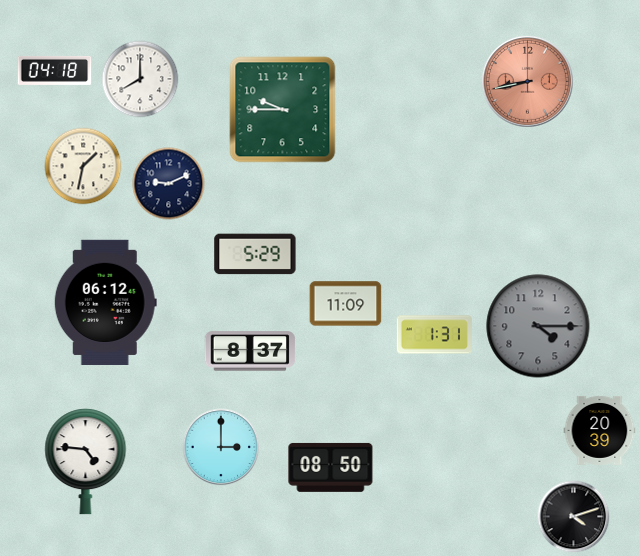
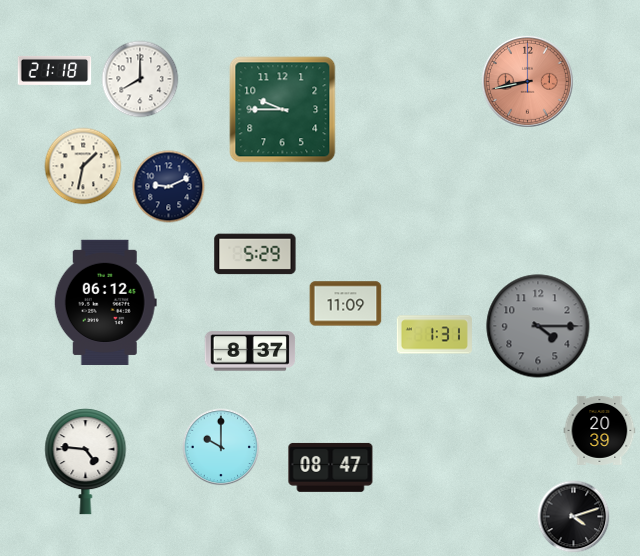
clock at (55, 70): 04:18 -> 21:18
clock at (169, 184) position: (169, 184) -> (169, 187)
clock at (221, 447): 3:00 -> 10:00
clock at (331, 467): 08:50 -> 08:47
